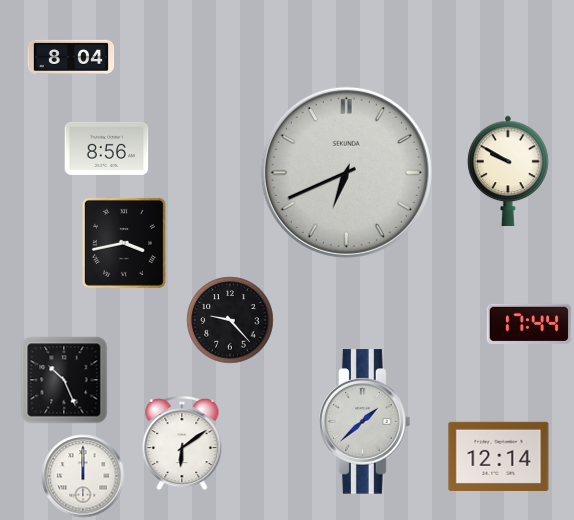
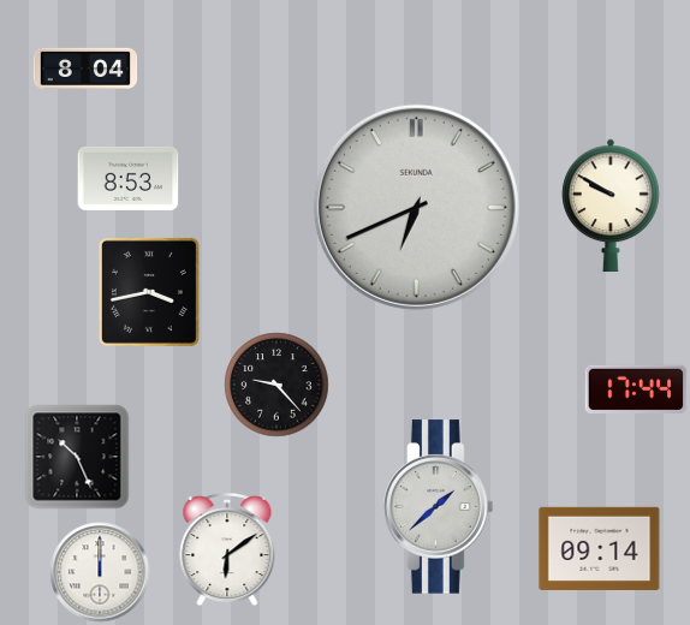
clock at (107, 148): 8:56 -> 8:53
clock at (182, 443) position: (182, 443) -> (227, 549)
clock at (499, 456): 12:14 -> 09:14
